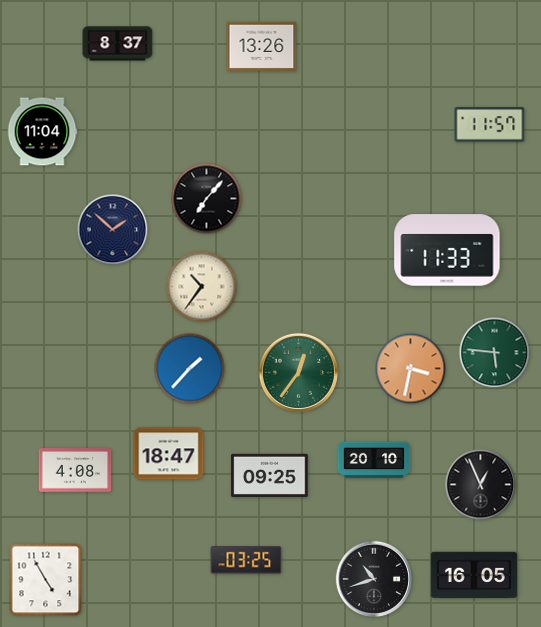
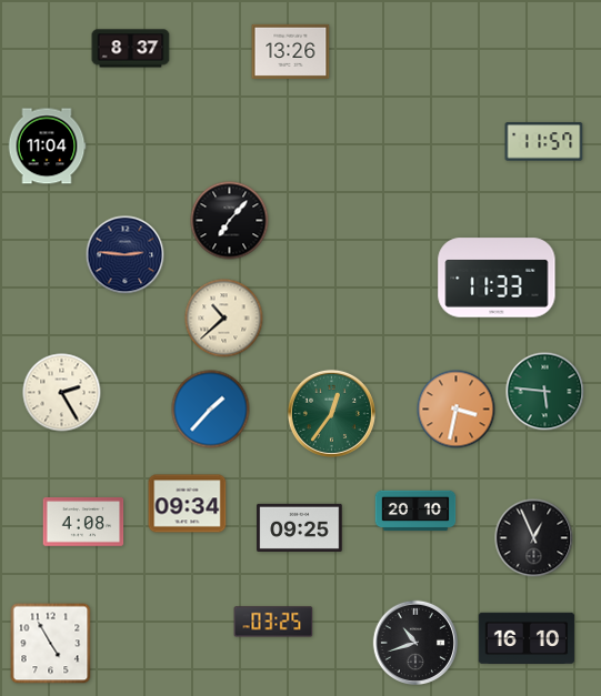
clock at (490, 125) position: (490, 125) -> (544, 142)
clock at (113, 230): 1:52 -> 2:46
clock at (202, 287): 10:36 -> 10:38
clock at (495, 353) position: (495, 353) -> (545, 392)
clock at (62, 393): none -> 2:25
clock at (169, 454): 18:47 -> 09:34
clock at (474, 575): 16:05 -> 16:10
